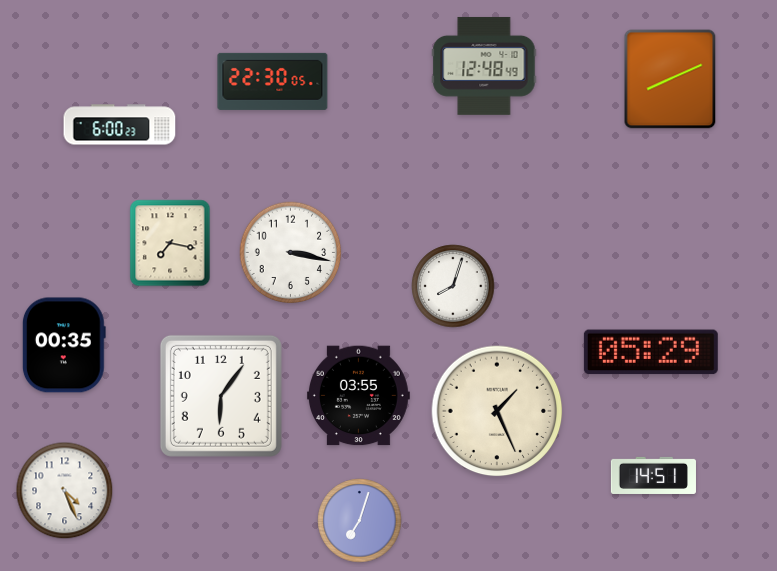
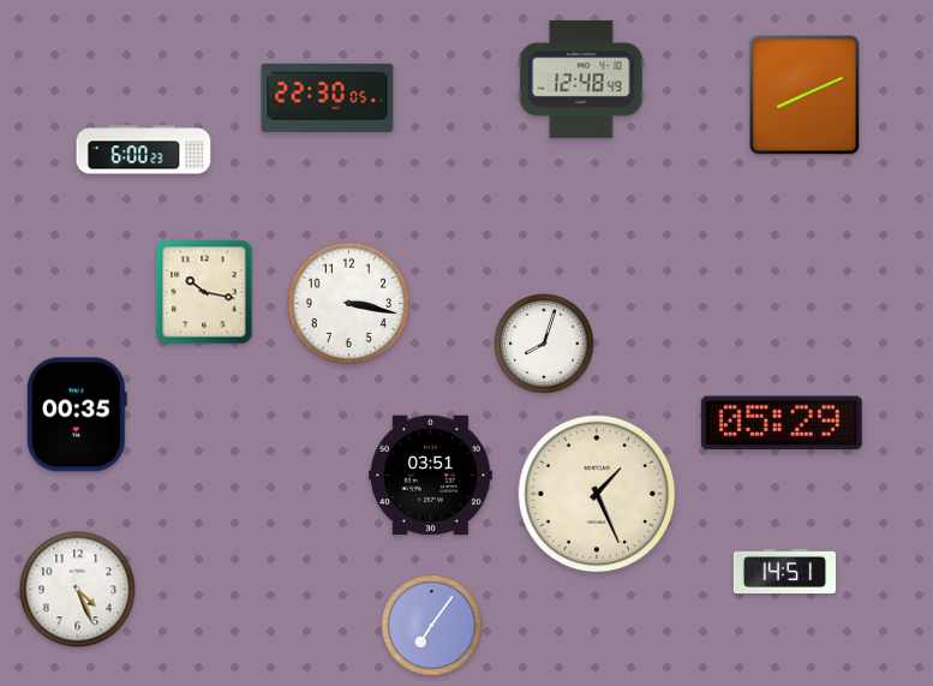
clock at (170, 243): 7:17 -> 10:17
clock at (221, 396): 6:06 -> none
clock at (358, 396): 03:55 -> 03:51
clock at (360, 521): 7:03 -> 7:06
